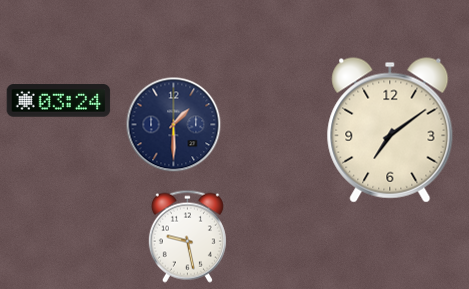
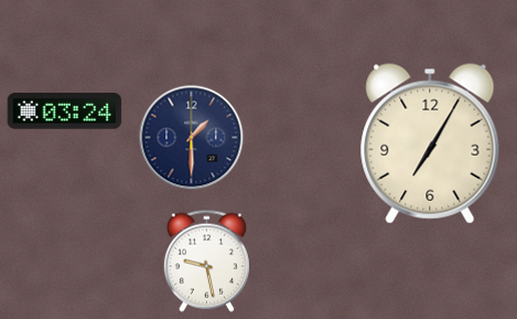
clock at (390, 130): 7:09 -> 7:05
